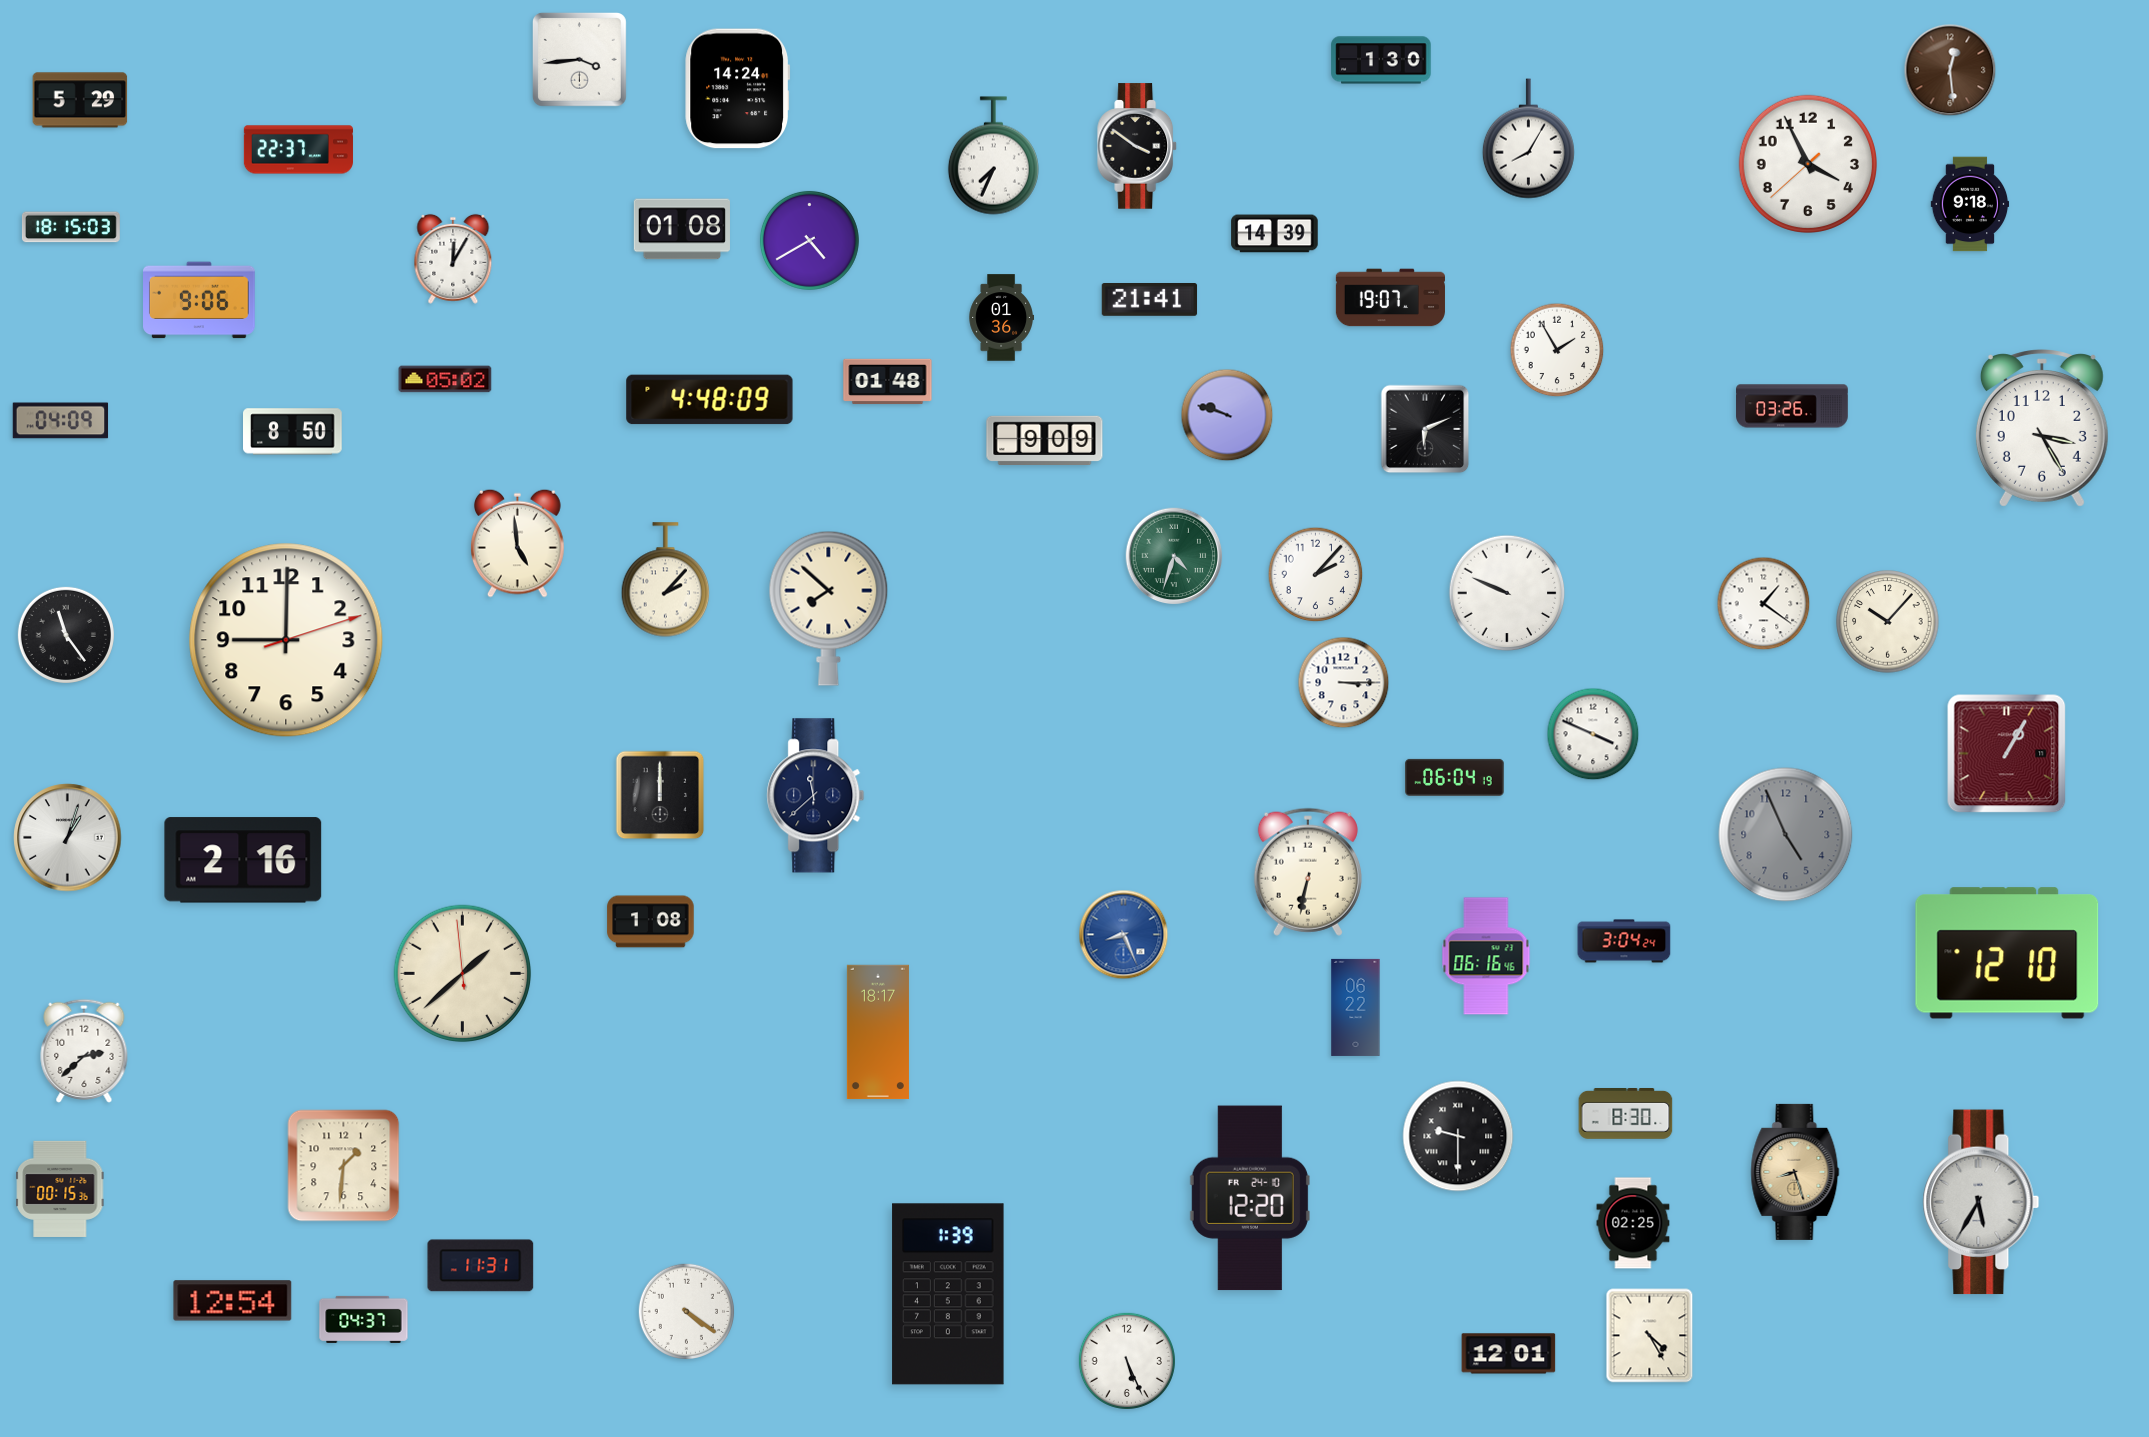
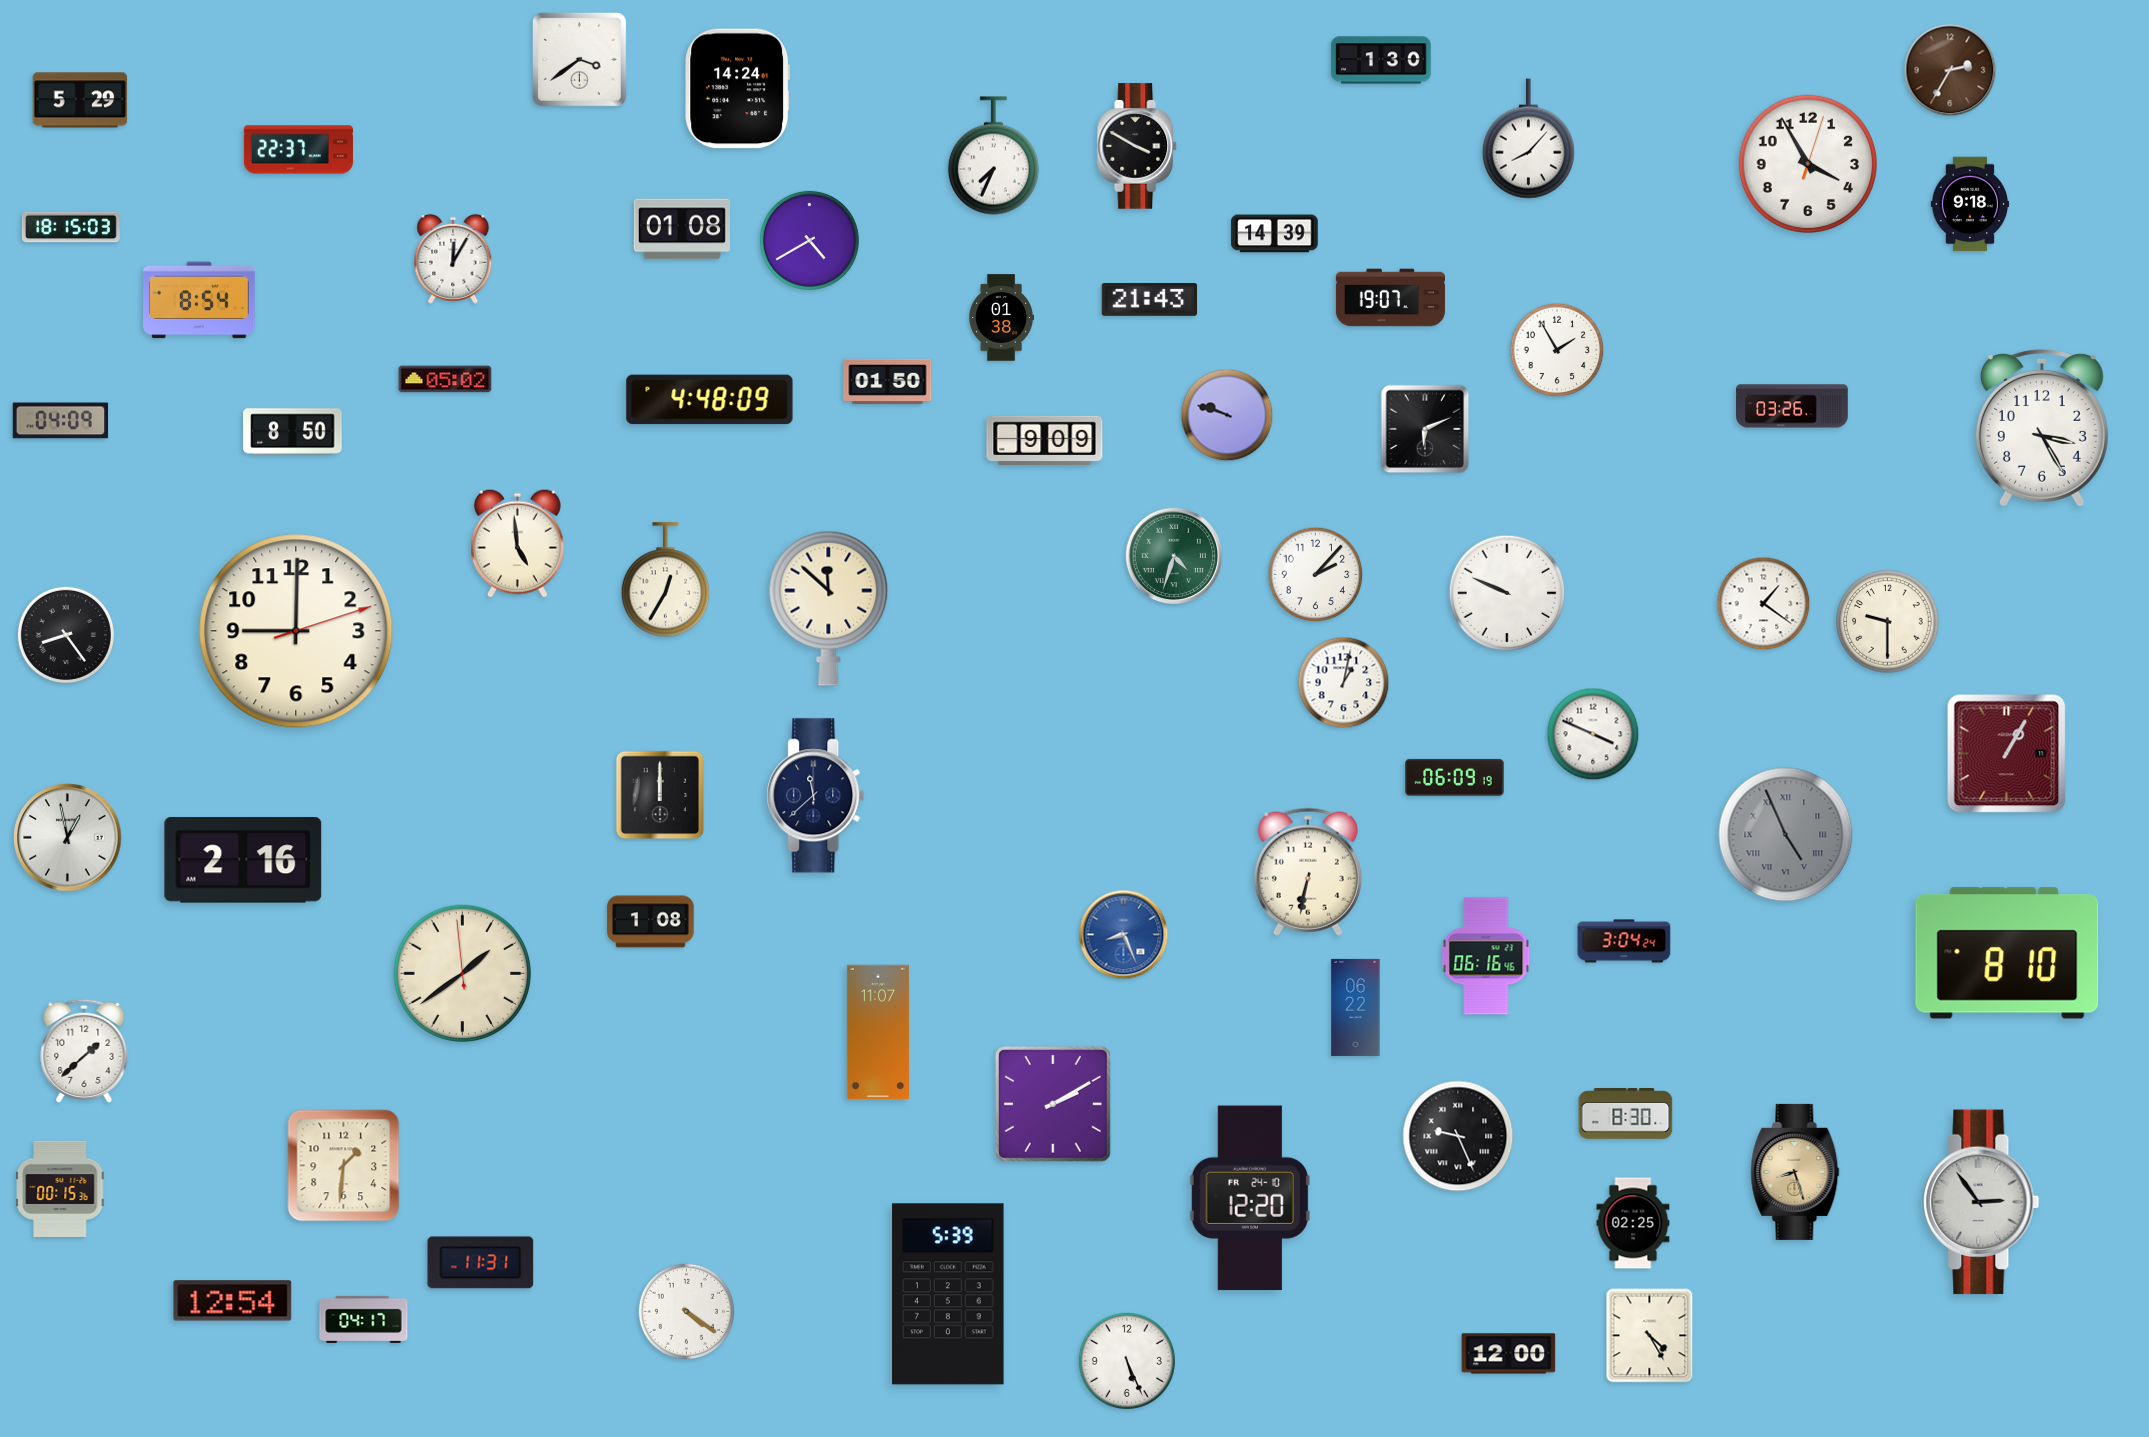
clock at (580, 60): 3:44 -> 3:39
clock at (1950, 70): 12:29 -> 2:35
clock at (1528, 139): 8:05 -> 8:07
clock at (1138, 146): 3:51 -> 3:50
clock at (1807, 163): 3:55:38 -> 3:55:03
clock at (200, 300): 9:06 -> 8:54
clock at (1150, 300): 21:41 -> 21:43
clock at (1001, 318): 01:36 -> 01:38
clock at (888, 382): 01:48 -> 01:50
clock at (666, 580): 2:07 -> 12:35
clock at (829, 608): 7:52 -> 11:52
clock at (1888, 622): 10:07 -> 9:30
clock at (66, 635): 11:24 -> 8:24
clock at (286, 640) position: (286, 640) -> (296, 631)
clock at (1344, 683): 3:15 -> 1:02
clock at (1455, 777): 06:04 -> 06:09
clock at (1786, 835) numerals: Arabic -> Roman
clock at (68, 838): 1:03 -> 12:58
clock at (2007, 953): 12:10 -> 8:10
clock at (463, 974): 1:37 -> 1:38
clock at (878, 1032): 18:17 -> 11:07
clock at (84, 1051): 2:38 -> 1:38
clock at (1053, 1104): none -> 2:10
clock at (1458, 1136): 9:30 -> 9:26
clock at (1981, 1202): 5:35 -> 2:54
clock at (481, 1266) position: (481, 1266) -> (481, 1263)
clock at (948, 1294): 1:39 -> 5:39
clock at (364, 1319): 04:37 -> 04:17
clock at (1509, 1354): 12:01 -> 12:00
